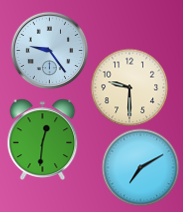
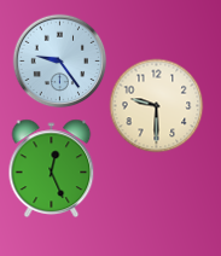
clock at (43, 139): 12:31 -> 12:26
clock at (140, 167): 7:10 -> none
